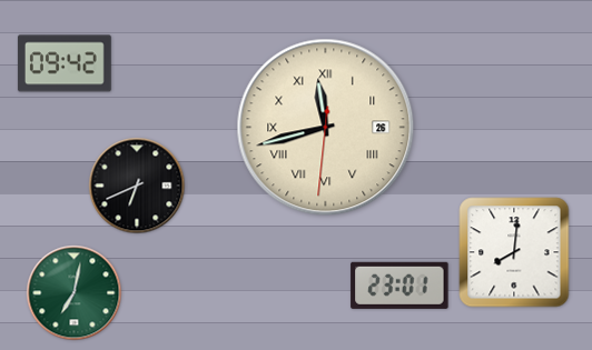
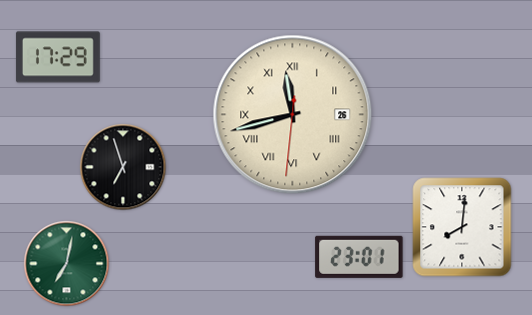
clock at (65, 63): 09:42 -> 17:29
clock at (137, 186): 6:41 -> 6:57
